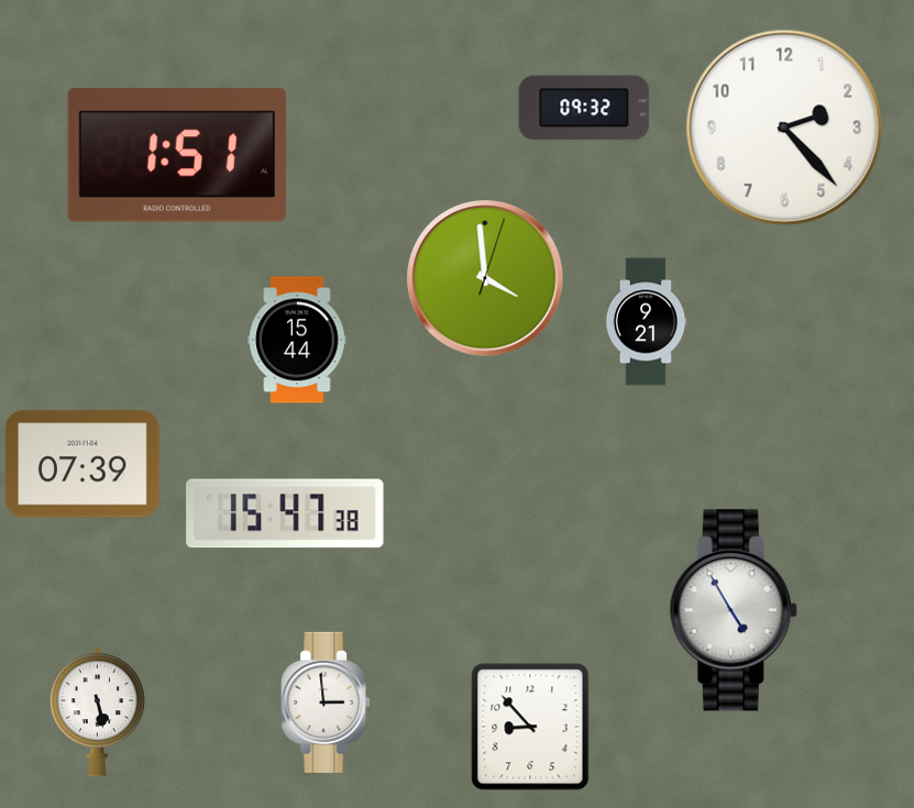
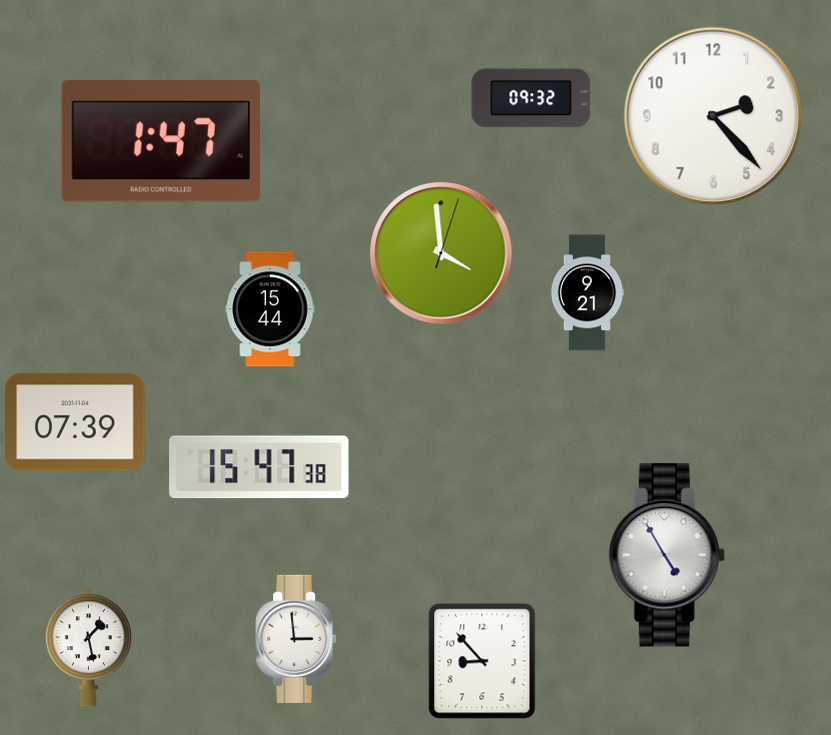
clock at (177, 155): 1:51 -> 1:47
clock at (97, 712): 5:28 -> 1:28
